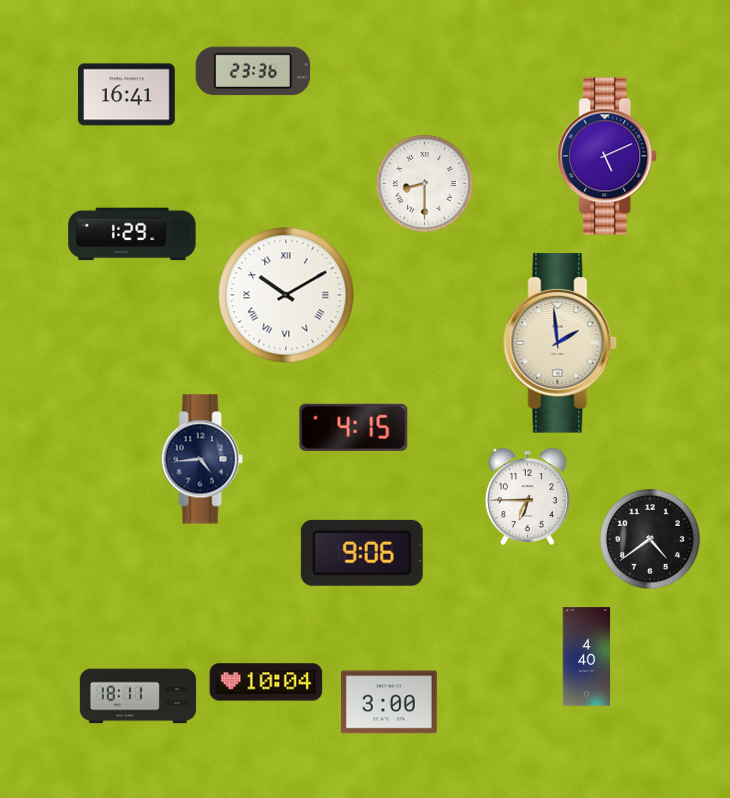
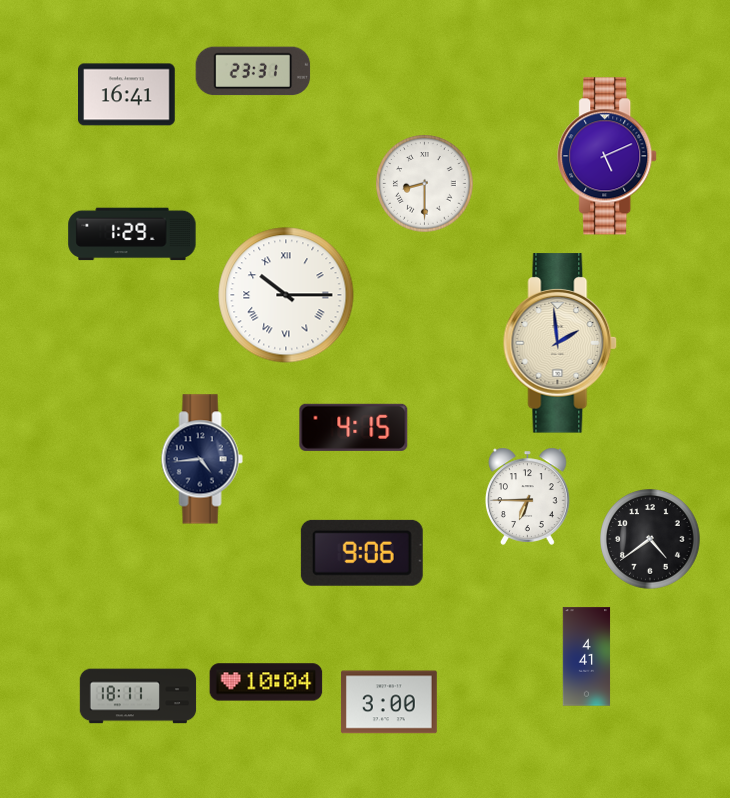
clock at (253, 71): 23:36 -> 23:31
clock at (286, 295): 10:10 -> 10:15
clock at (587, 657): 4:40 -> 4:41
